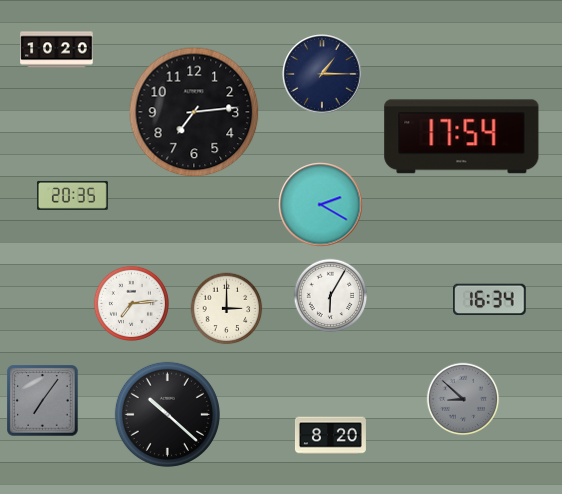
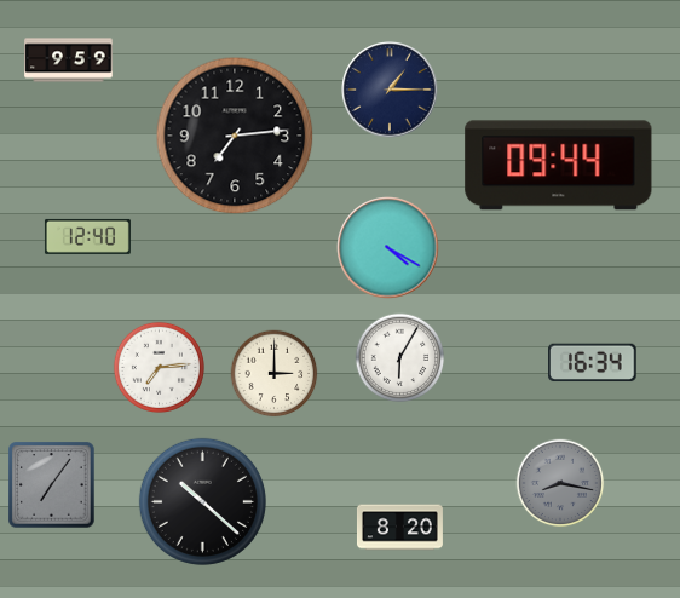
clock at (57, 50): 10:20 -> 9:59
clock at (462, 137): 17:54 -> 09:44
clock at (72, 195): 20:35 -> 12:40
clock at (321, 205): 2:20 -> 4:20
clock at (463, 399): 8:52 -> 8:17
